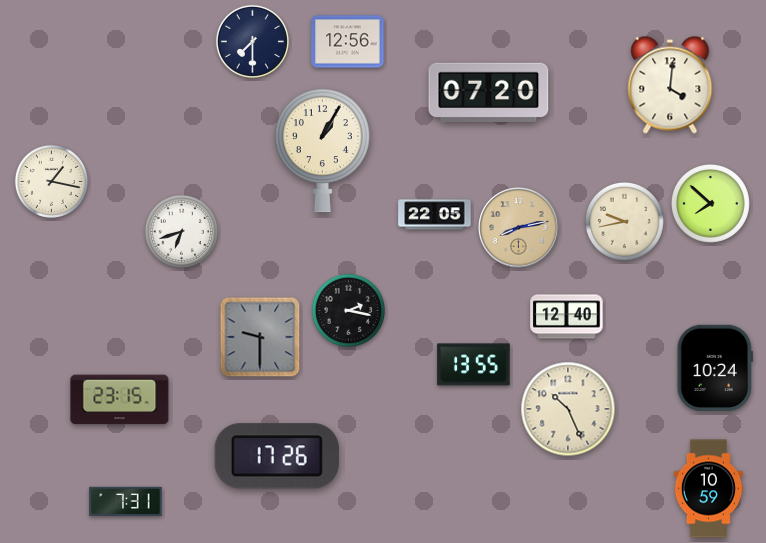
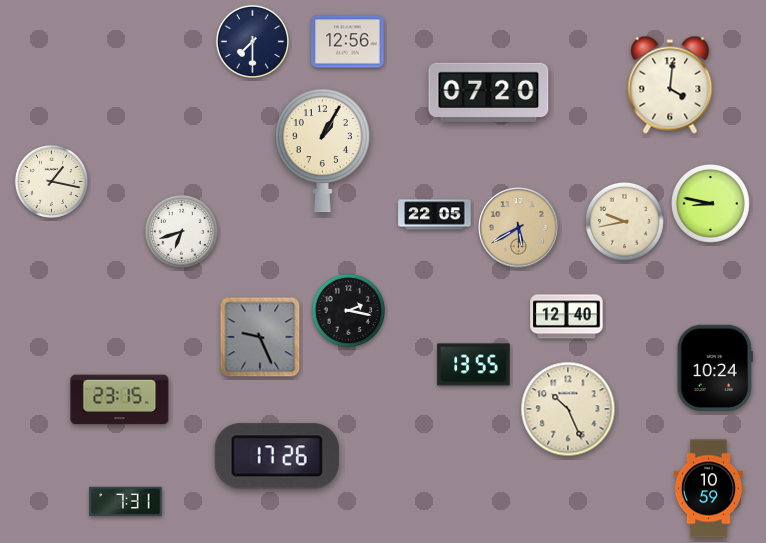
clock at (710, 203): 7:52 -> 8:47
clock at (519, 228): 8:13 -> 5:40
clock at (260, 337): 9:30 -> 9:26
